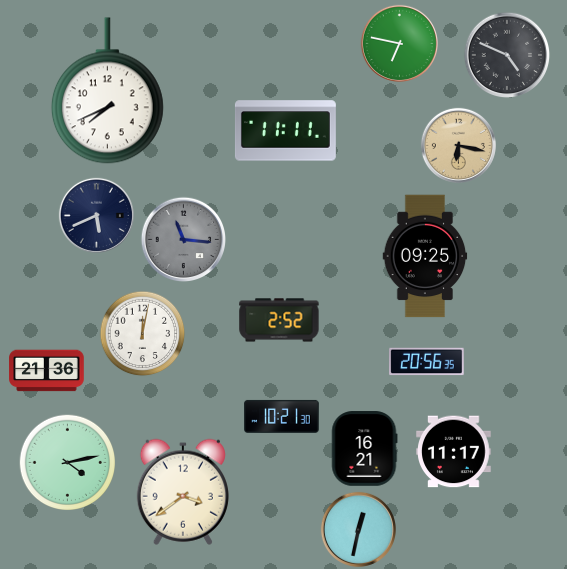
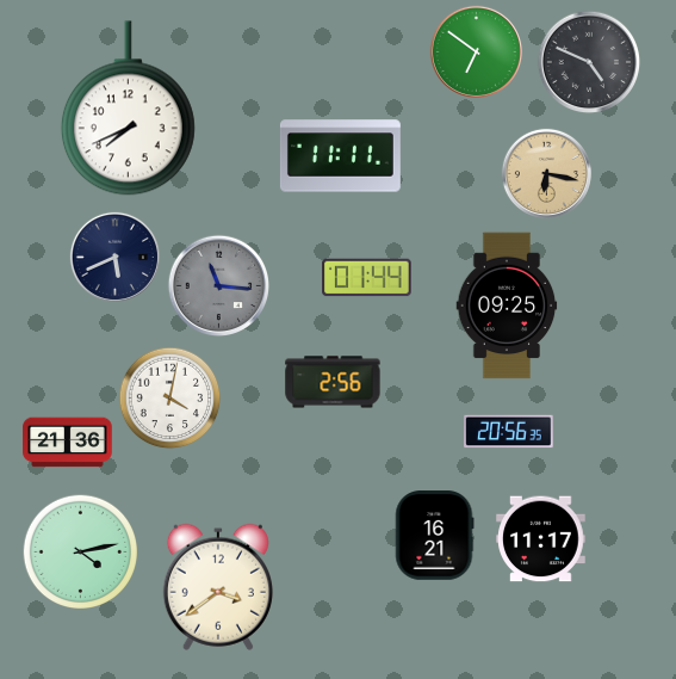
clock at (399, 43): 6:47 -> 6:51
clock at (507, 55) position: (507, 55) -> (589, 62)
clock at (367, 278): none -> 01:44
clock at (279, 320): 2:52 -> 2:56
clock at (143, 334): 12:02 -> 4:02
clock at (47, 371) position: (47, 371) -> (68, 443)
clock at (282, 416): 10:21 -> none
clock at (358, 529): 12:32 -> none
